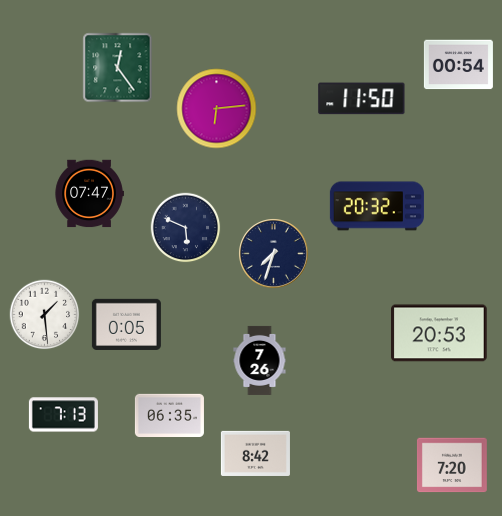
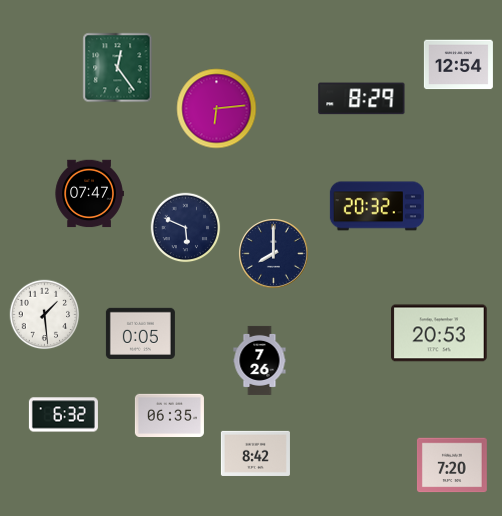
clock at (458, 65): 00:54 -> 12:54
clock at (362, 99): 11:50 -> 8:29
clock at (274, 254): 7:33 -> 8:00
clock at (126, 324) position: (126, 324) -> (140, 333)
clock at (63, 415): 7:13 -> 6:32
